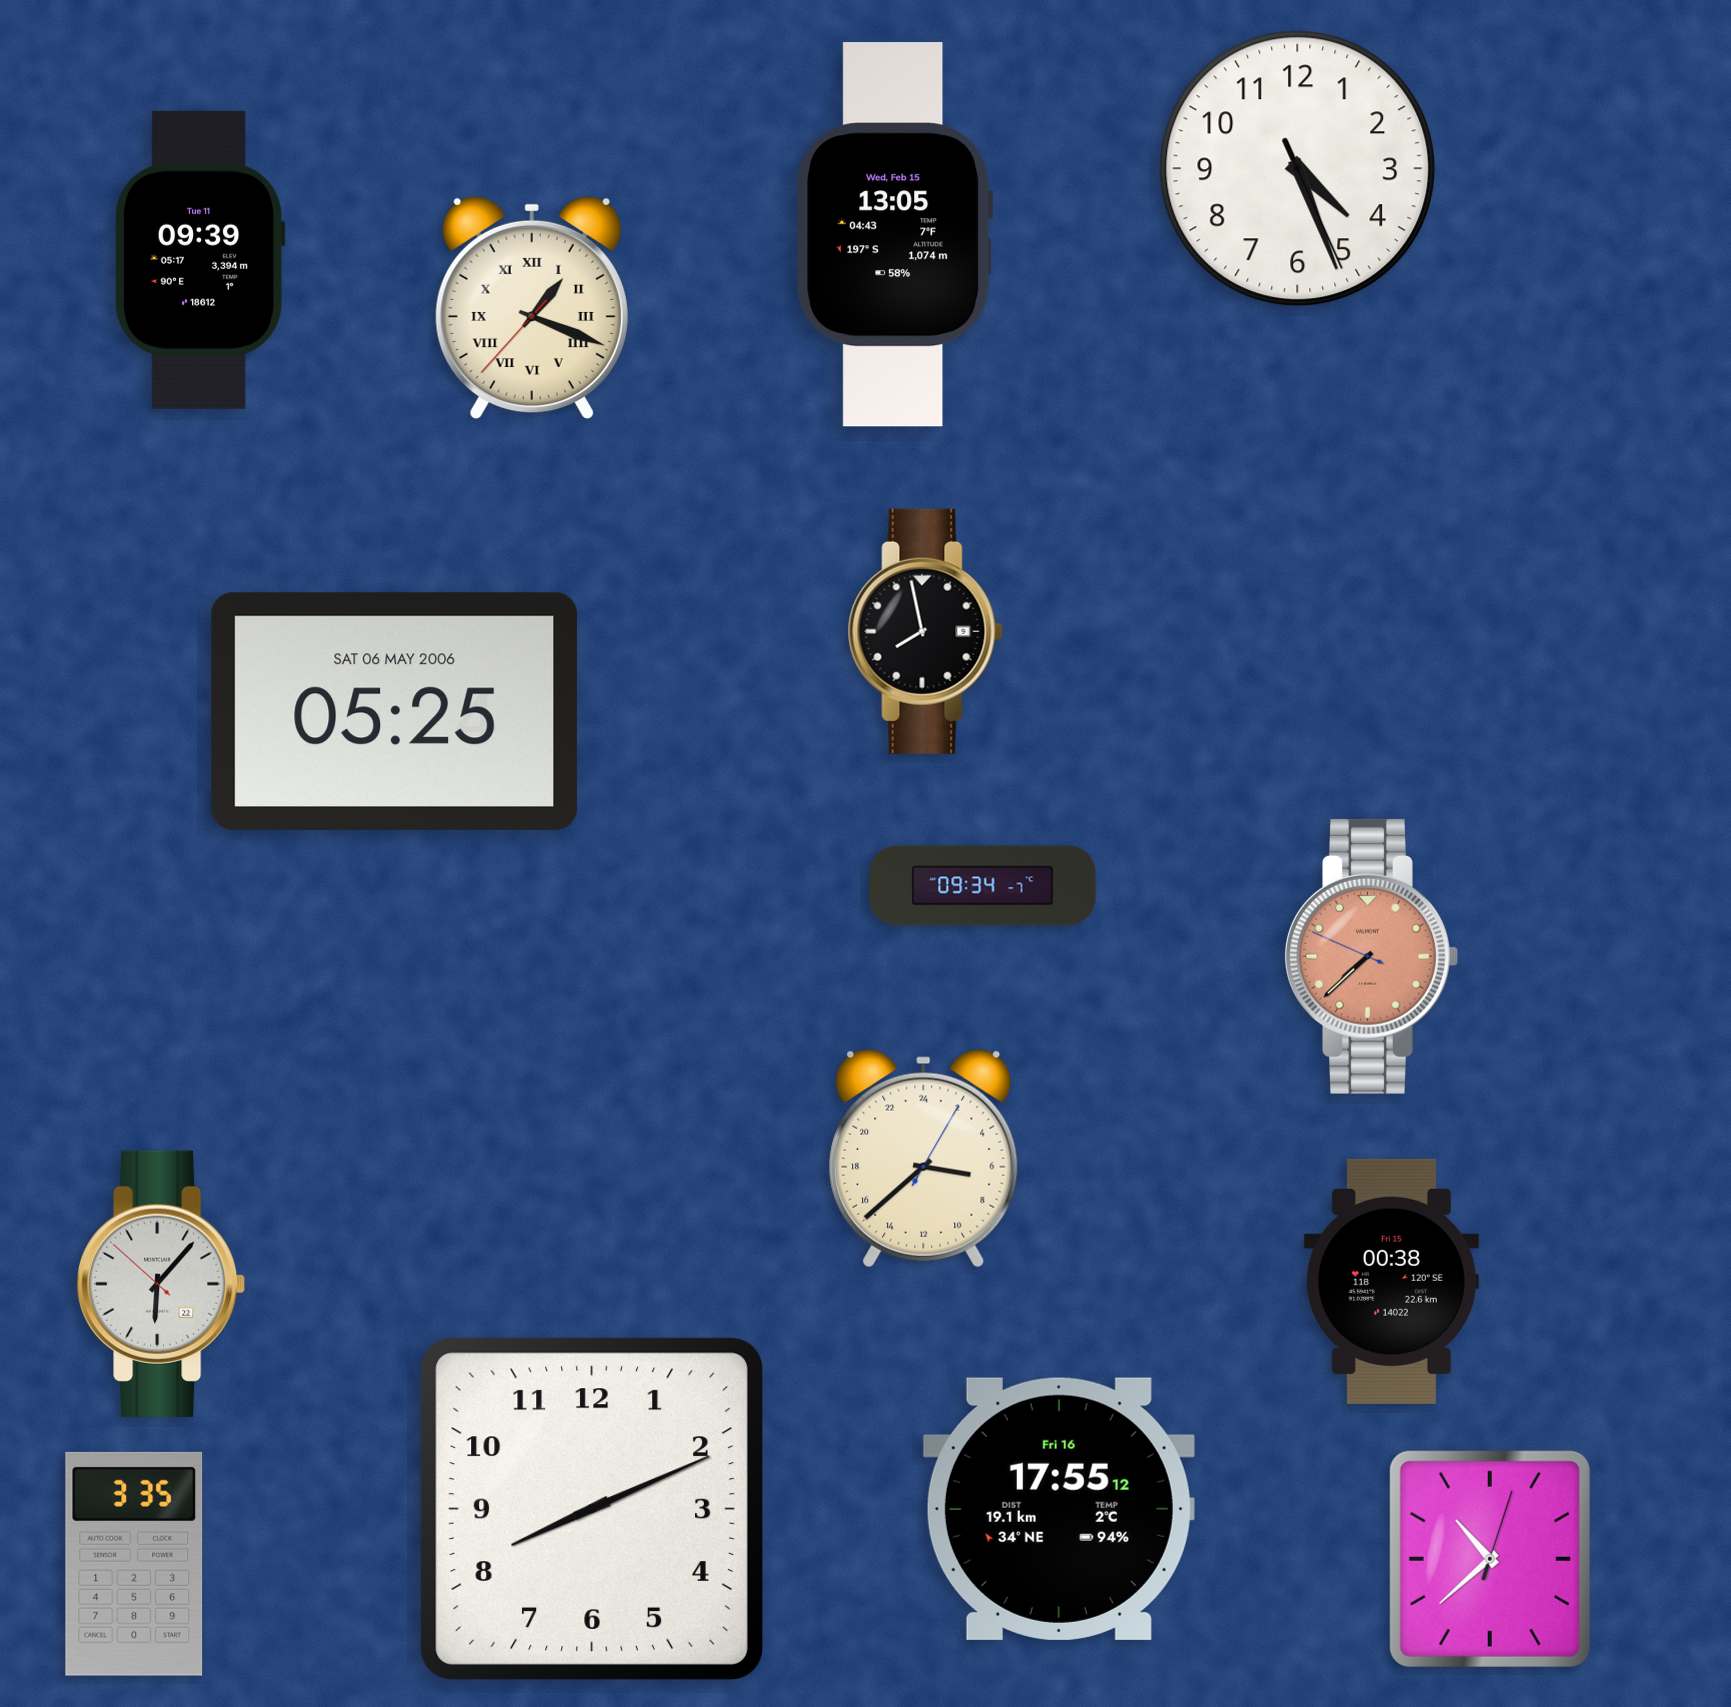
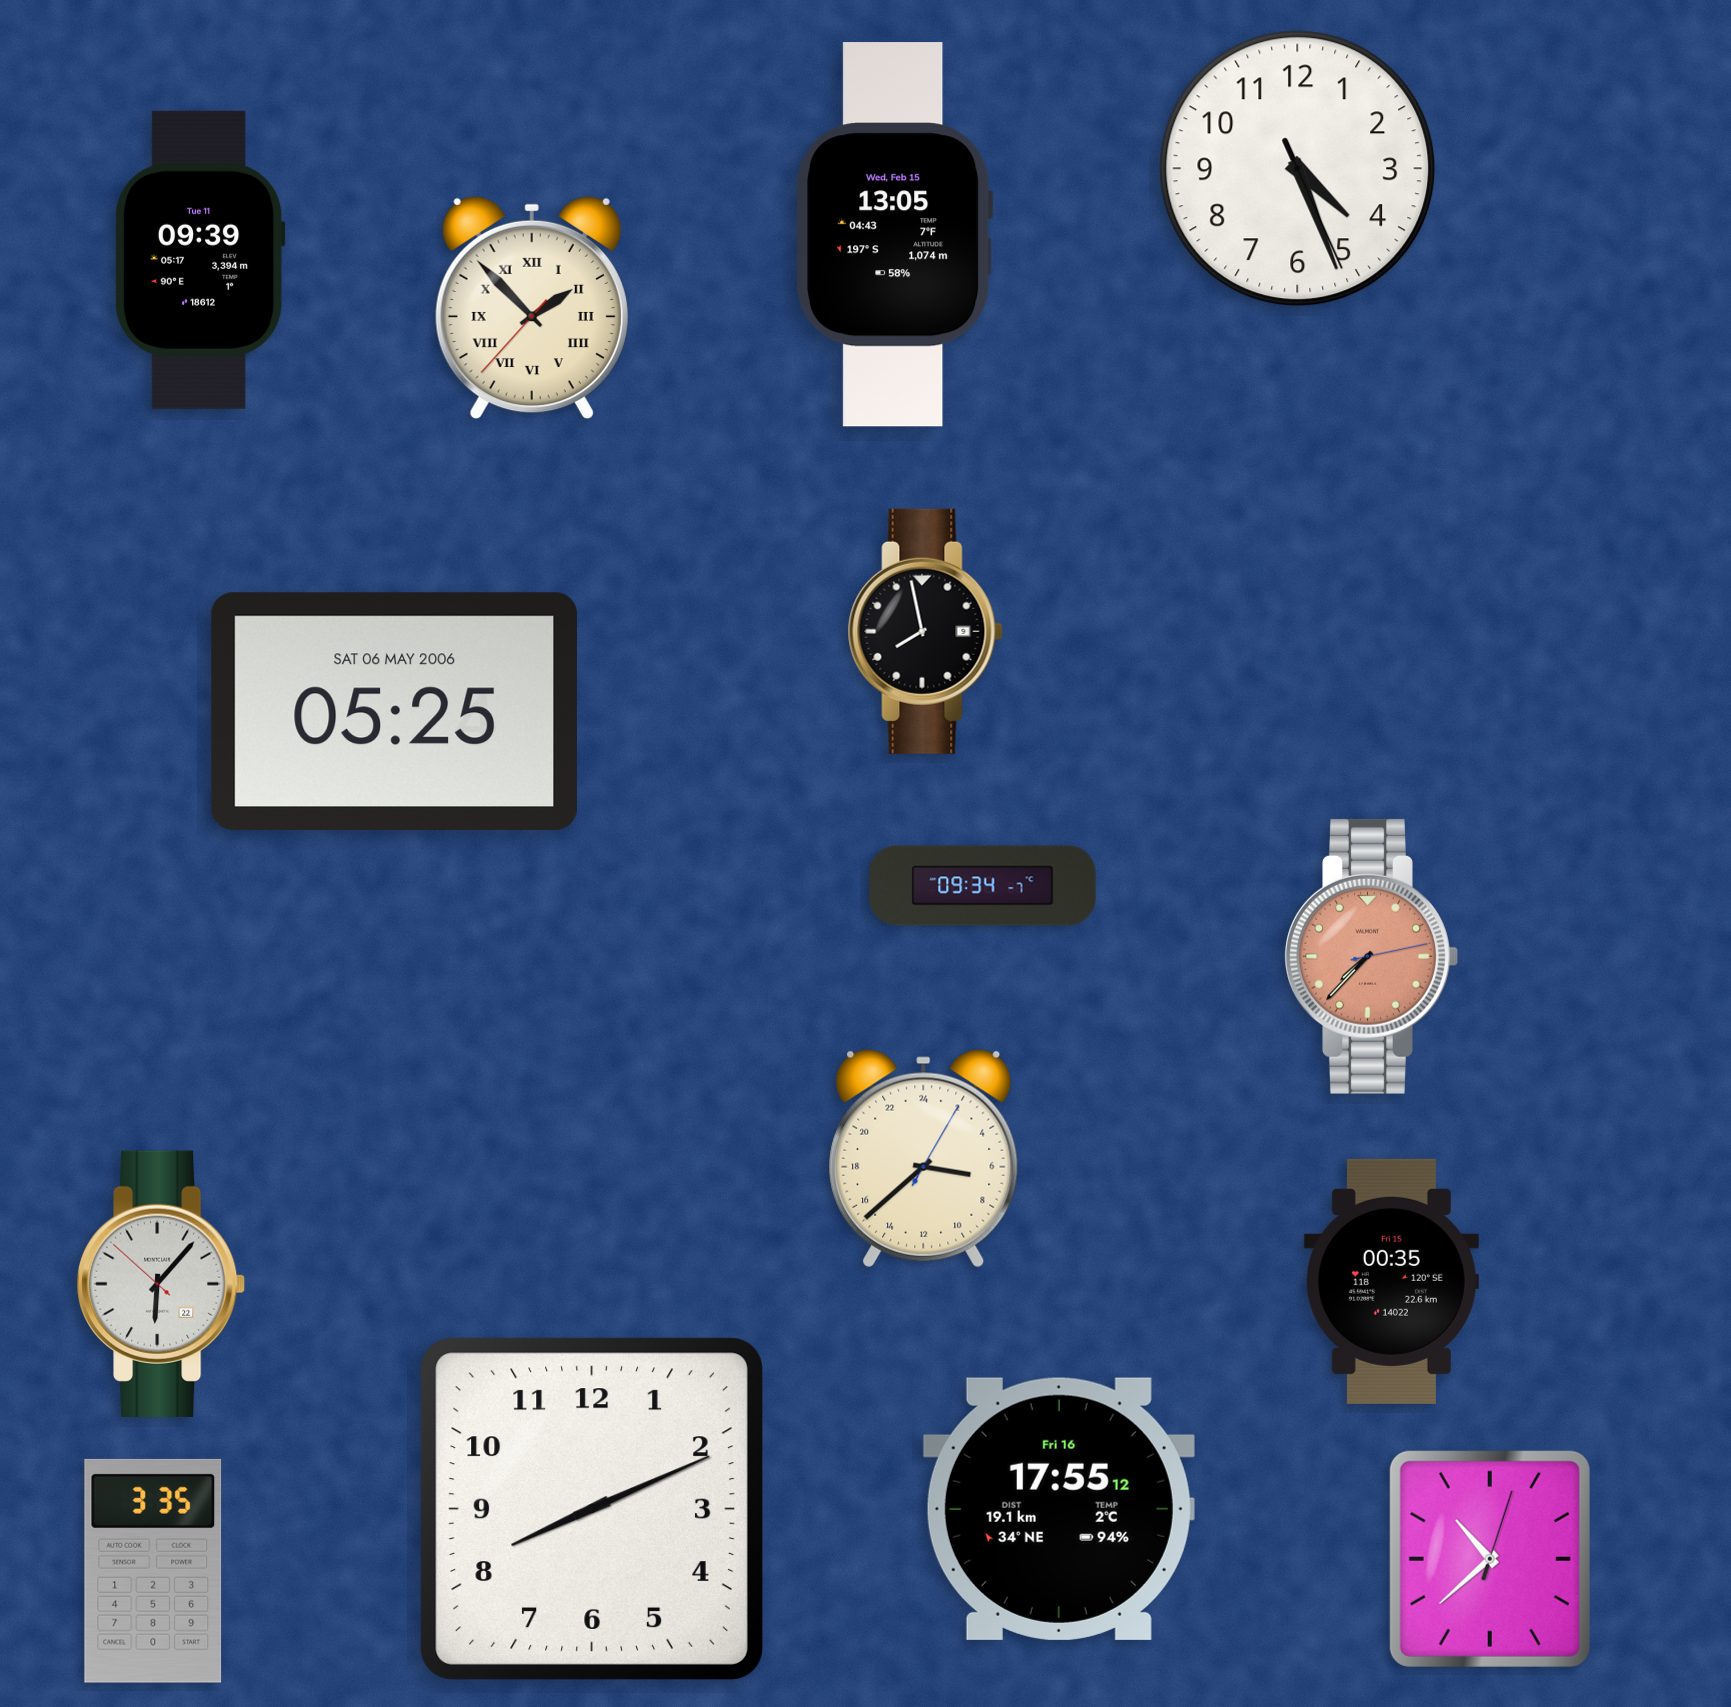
clock at (532, 308): 1:18 -> 1:52
clock at (1371, 956): 7:37:49 -> 7:37:13
clock at (1391, 1281): 00:38 -> 00:35
clock at (134, 1564) position: (134, 1564) -> (153, 1571)
